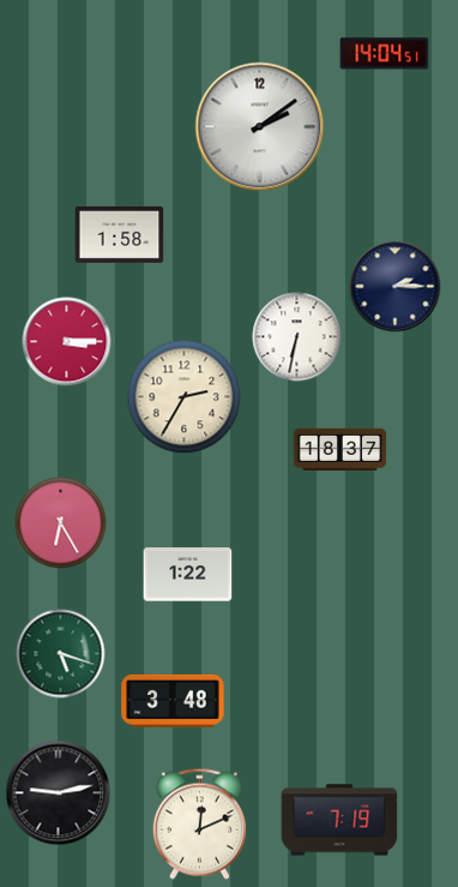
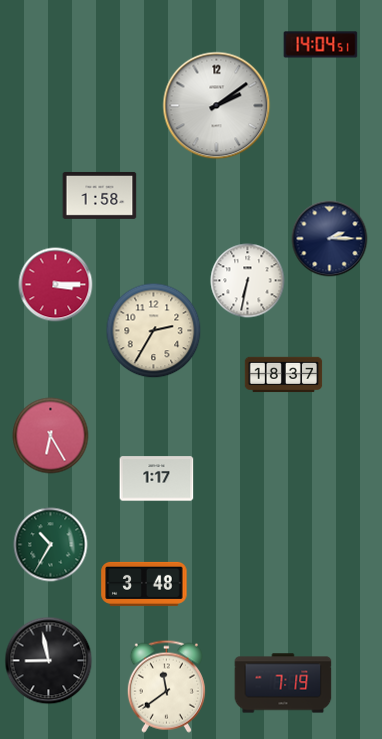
clock at (188, 575): 1:22 -> 1:17
clock at (61, 654): 5:18 -> 10:35
clock at (59, 793): 9:13 -> 8:58
clock at (199, 823): 12:11 -> 11:39
